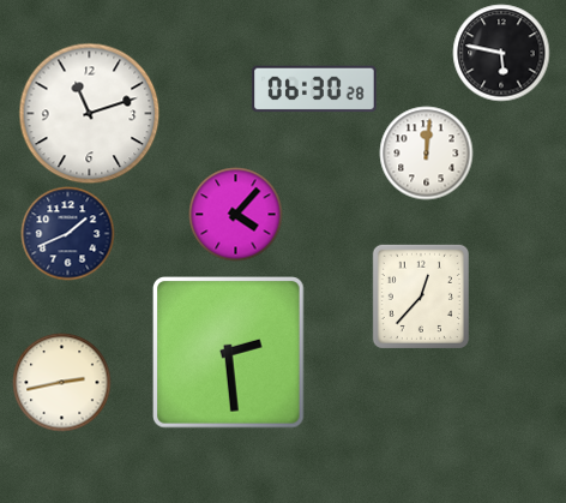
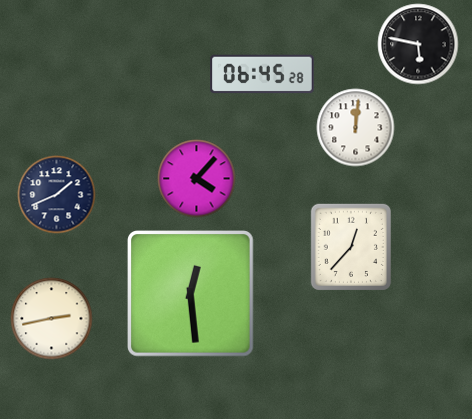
clock at (314, 89): 06:30 -> 06:45
clock at (89, 113): 11:12 -> none
clock at (229, 353): 2:29 -> 12:29
